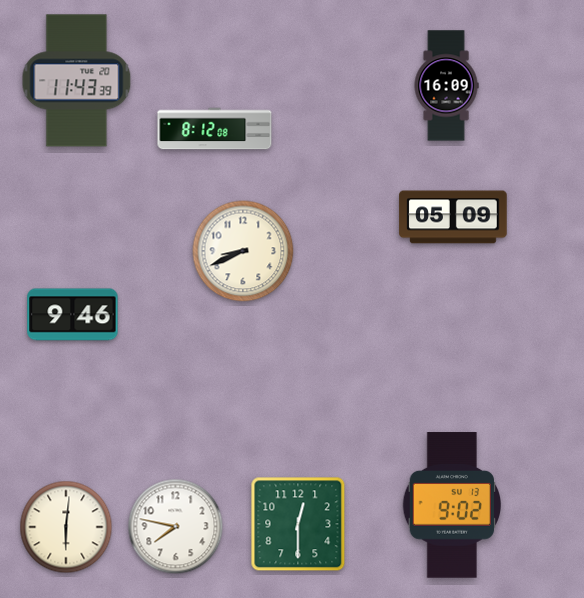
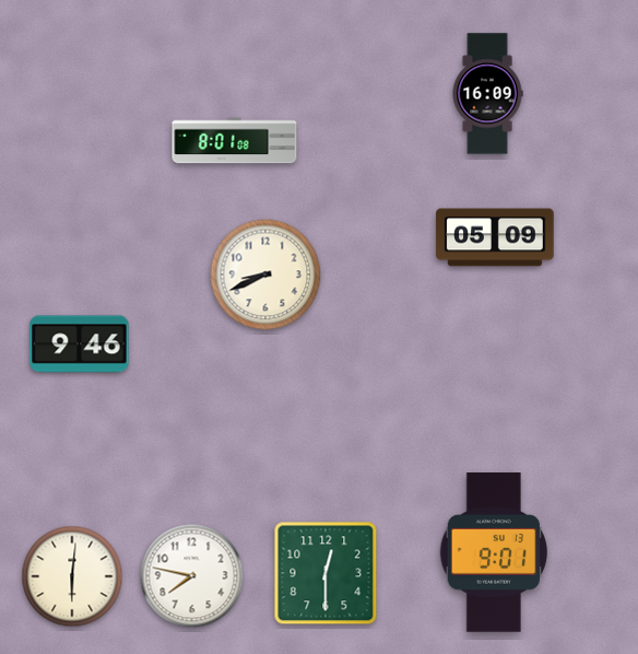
clock at (77, 81): 11:43 -> none
clock at (215, 129): 8:12 -> 8:01
clock at (451, 505): 9:02 -> 9:01
